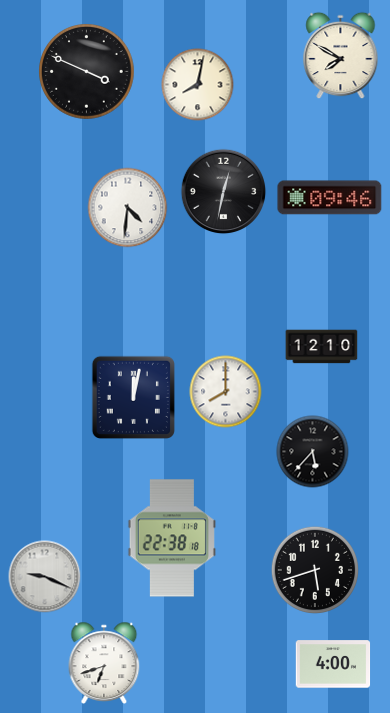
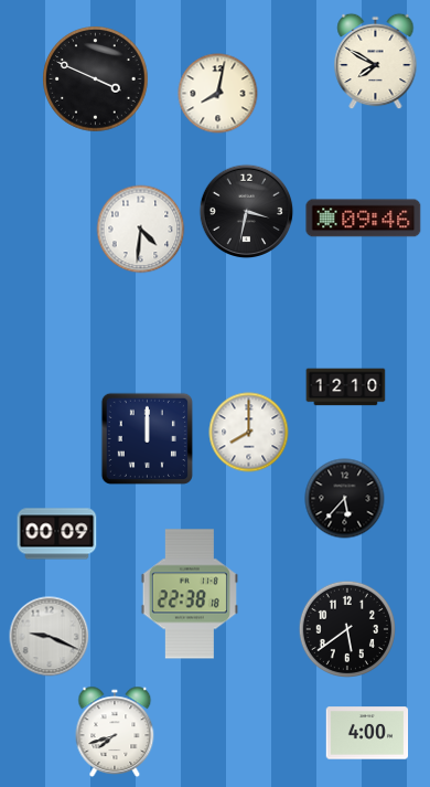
clock at (224, 192): 12:32 -> 3:32
clock at (322, 347) position: (322, 347) -> (346, 387)
clock at (133, 397): 12:02 -> 12:00
clock at (57, 534): none -> 00:09
clock at (314, 569): 5:42 -> 5:39
clock at (104, 662): 6:42 -> 7:42
